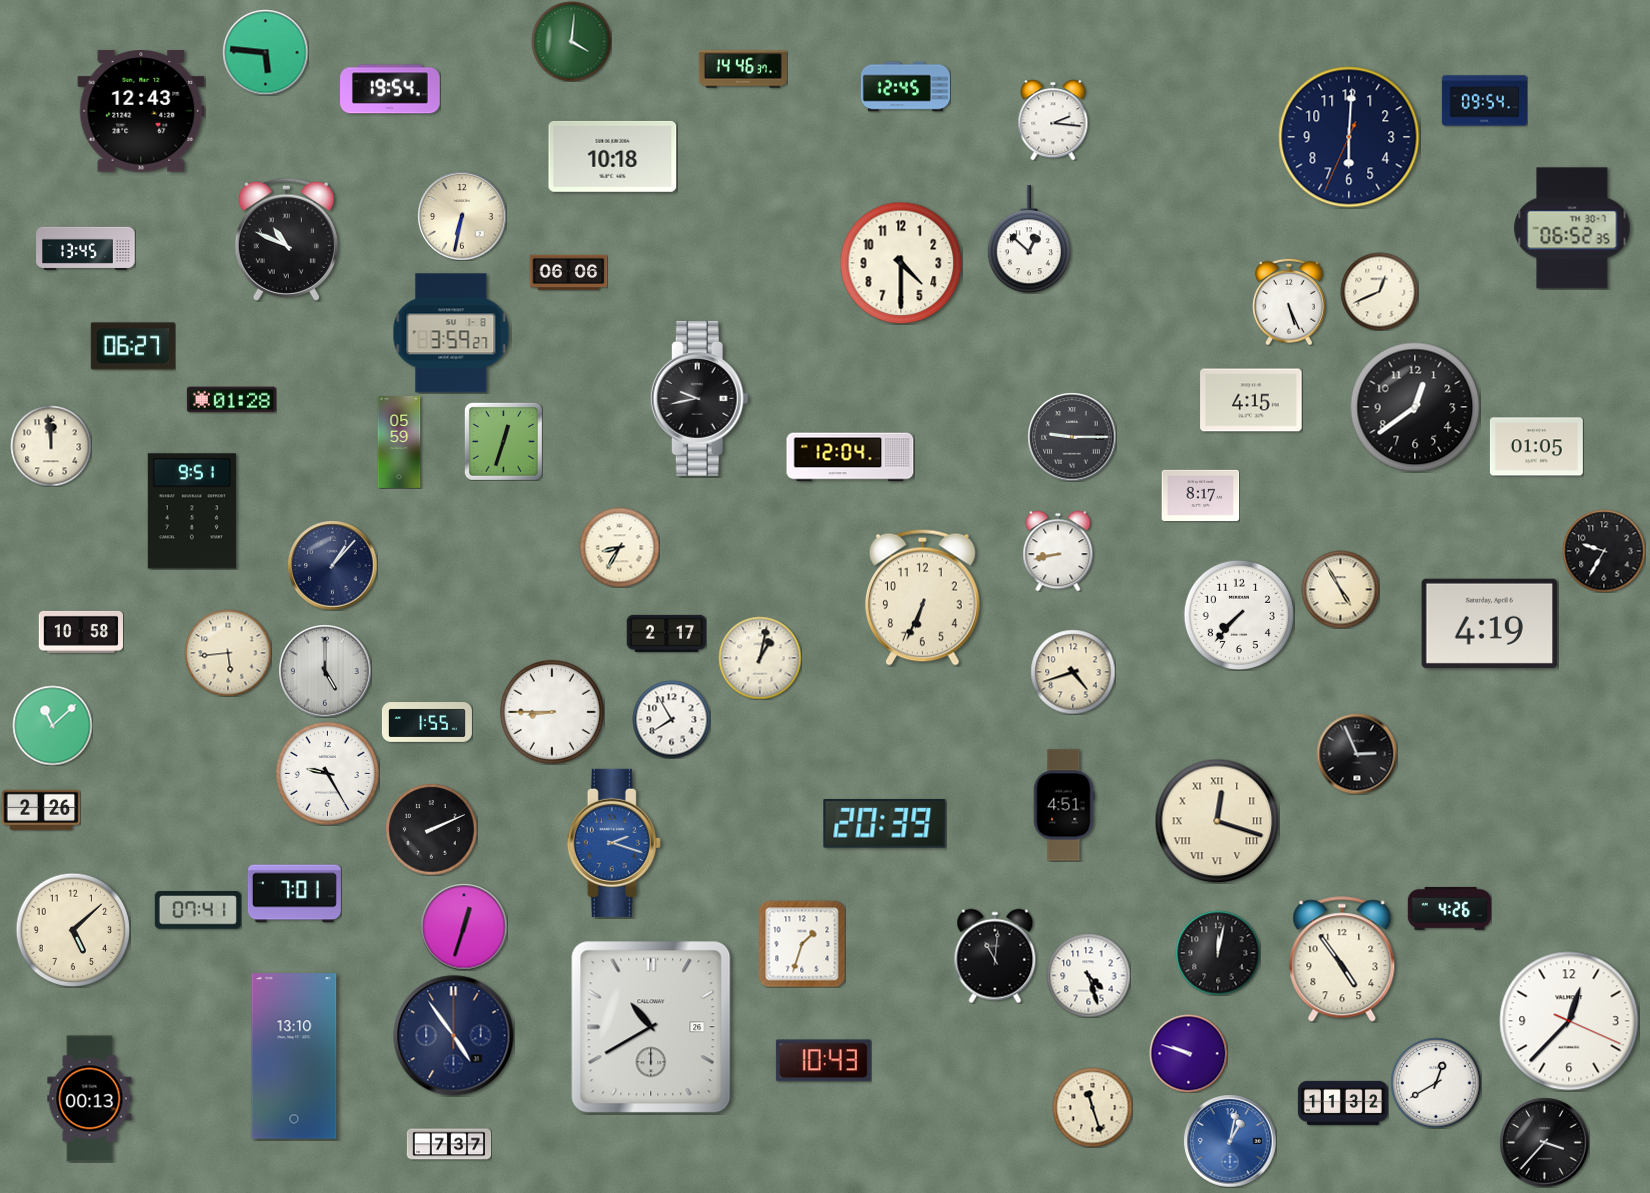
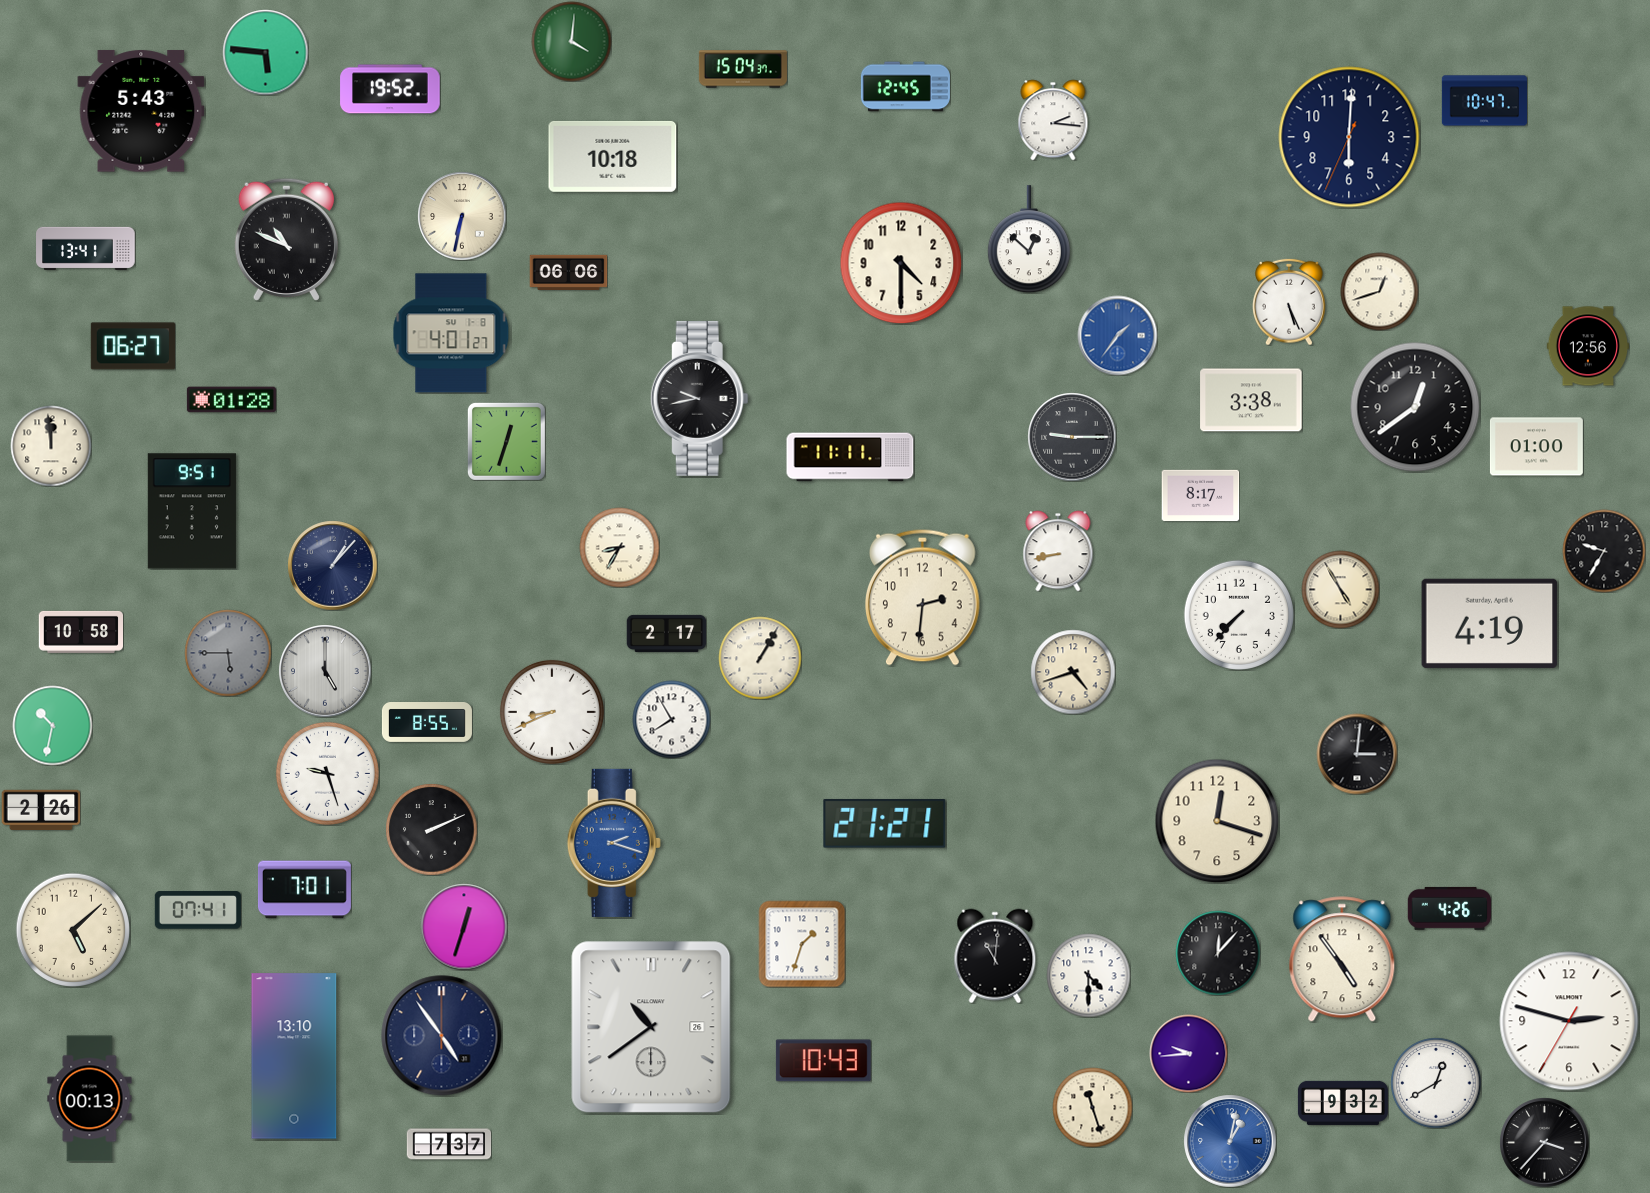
clock at (743, 69): 14:46 -> 15:04
clock at (390, 89): 19:54 -> 19:52
clock at (1484, 101): 09:54 -> 10:47
clock at (141, 111): 12:43 -> 5:43
clock at (1572, 228): 06:52 -> none
clock at (86, 248): 13:45 -> 13:41
clock at (1379, 291): 12:41 -> 12:42
clock at (451, 333): 3:59 -> 4:01
clock at (1117, 335): none -> 1:36
clock at (1588, 346): none -> 12:56
clock at (1251, 400): 4:15 -> 3:38
clock at (503, 441) position: (503, 441) -> (506, 441)
clock at (399, 442): 05:59 -> none
clock at (1536, 447): 01:05 -> 01:00
clock at (850, 457): 12:04 -> 11:11
clock at (922, 597): 6:34 -> 2:31
clock at (228, 653): 5:44 -> 5:45
clock at (228, 653) dial: cream -> grey
clock at (760, 658): 1:02 -> 1:05
clock at (552, 712): 8:45 -> 8:41
clock at (427, 723): 1:55 -> 8:55
clock at (52, 725): 11:08 -> 10:32
clock at (1357, 754): 2:56 -> 3:01
clock at (327, 773): 9:25 -> 9:27
clock at (1064, 805): 4:51 -> none
clock at (1217, 821) numerals: Roman -> Arabic
clock at (885, 824): 20:39 -> 21:21
clock at (294, 894) position: (294, 894) -> (304, 890)
clock at (1218, 953): 12:02 -> 12:07
clock at (1088, 975): 4:27 -> 4:30
clock at (1569, 1021): 12:37 -> 2:47
clock at (651, 1027): 10:40 -> 10:39
clock at (454, 1036) position: (454, 1036) -> (442, 1036)
clock at (1188, 1053): 9:48 -> 9:44
clock at (1343, 1103): 11:32 -> 9:32
